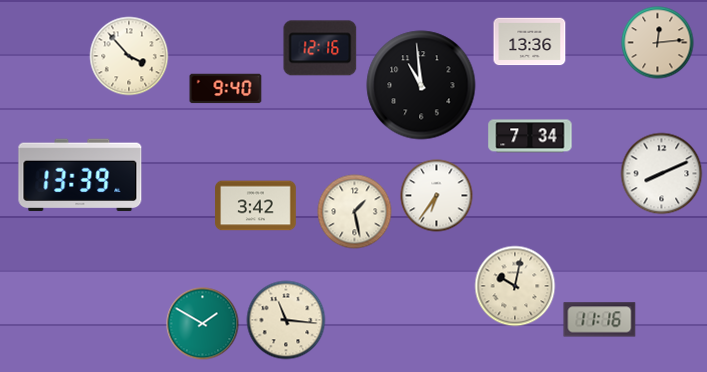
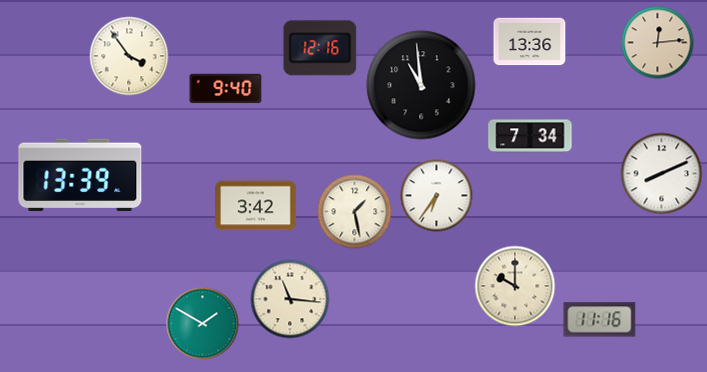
clock at (129, 56): 3:53 -> 3:54
clock at (515, 286): 10:02 -> 10:00
clock at (286, 320) position: (286, 320) -> (290, 299)
